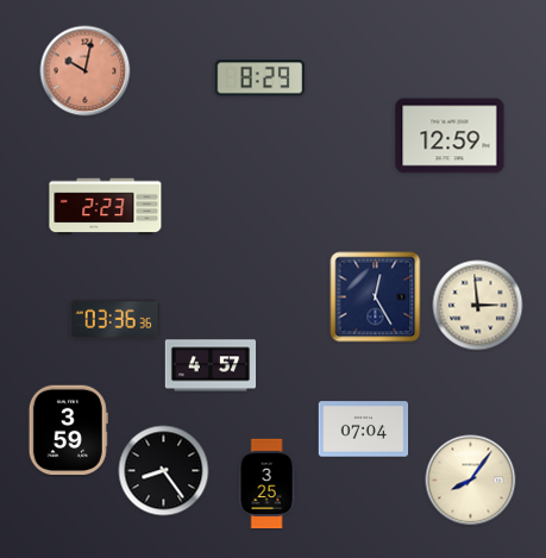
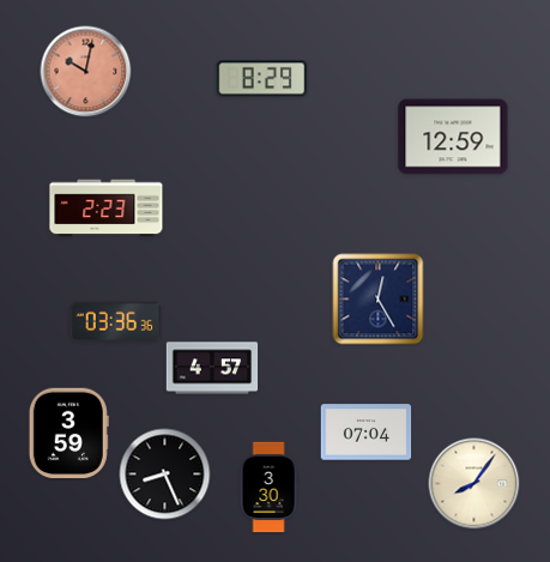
clock at (478, 306): 2:59 -> none
clock at (164, 471): 8:24 -> 8:26
clock at (266, 484): 3:25 -> 3:30
